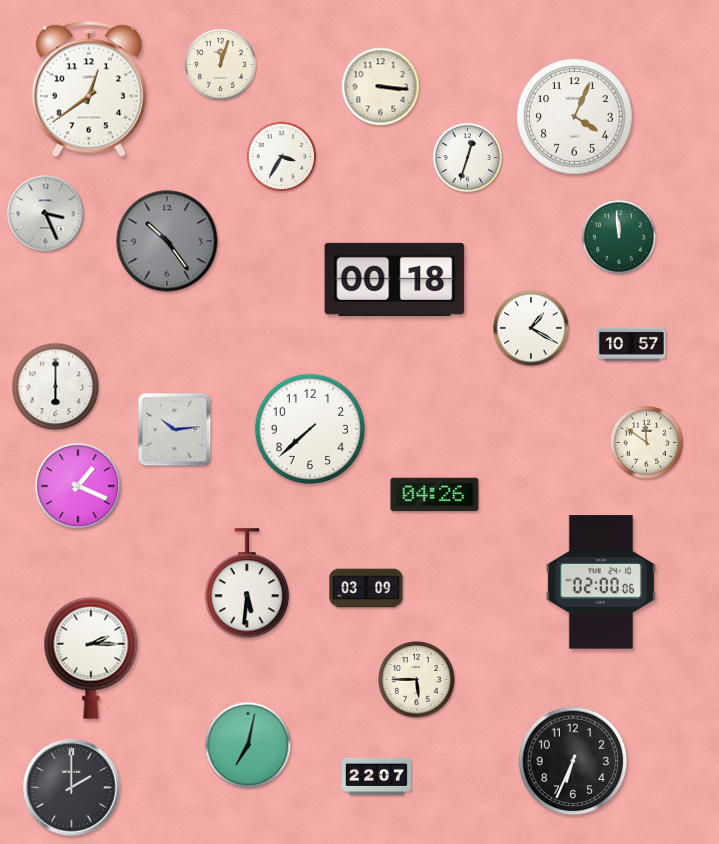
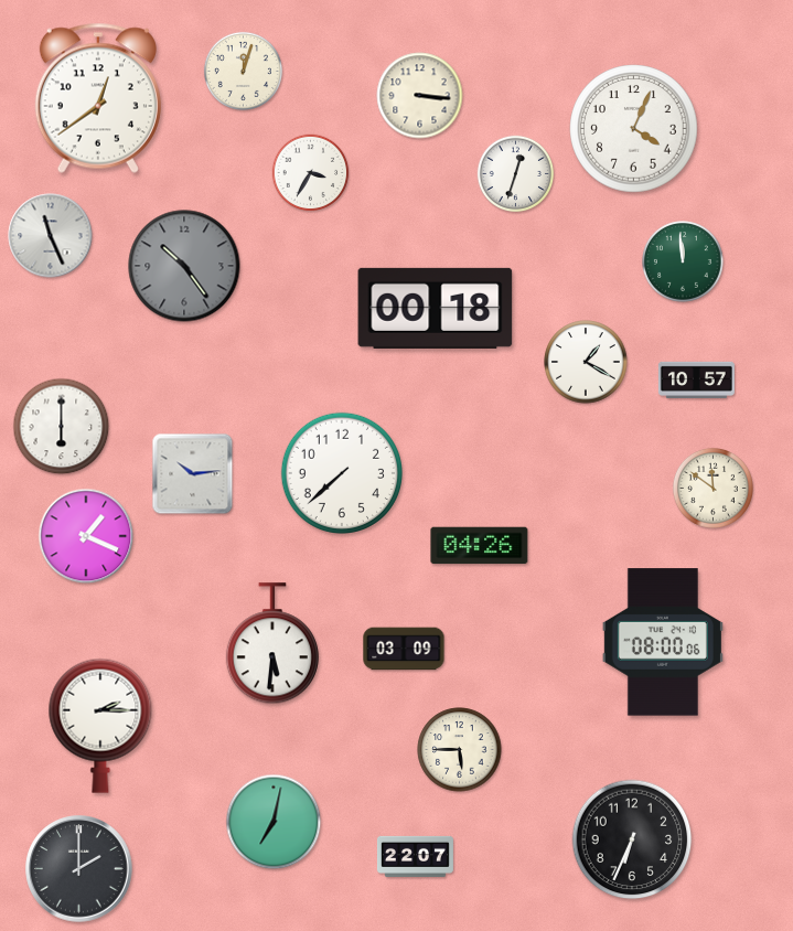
clock at (46, 214): 3:26 -> 11:26
clock at (601, 582): 02:00 -> 08:00
